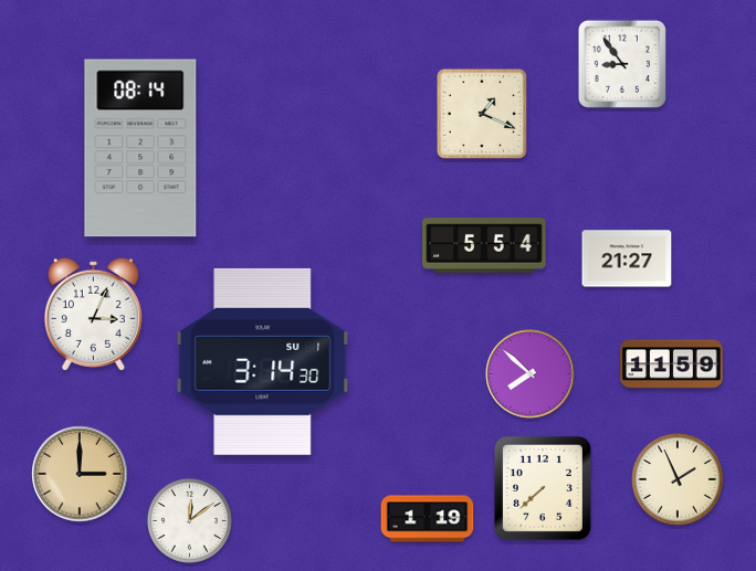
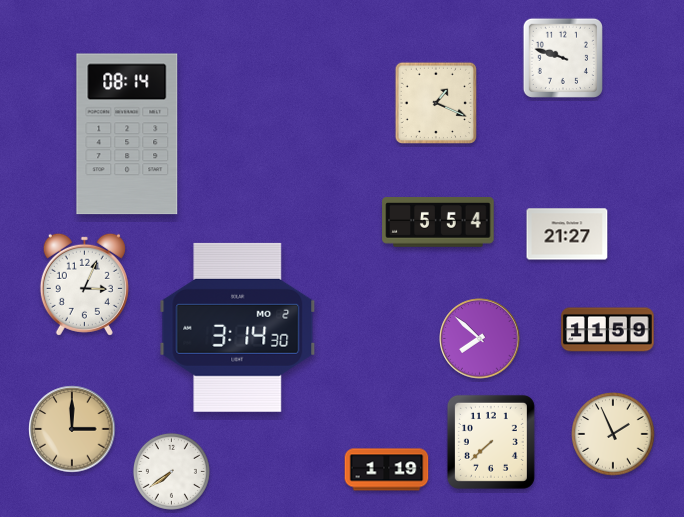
clock at (622, 64): 8:54 -> 9:48
clock at (263, 361) date: SU 1 -> MO 2
clock at (189, 520): 12:09 -> 7:39
